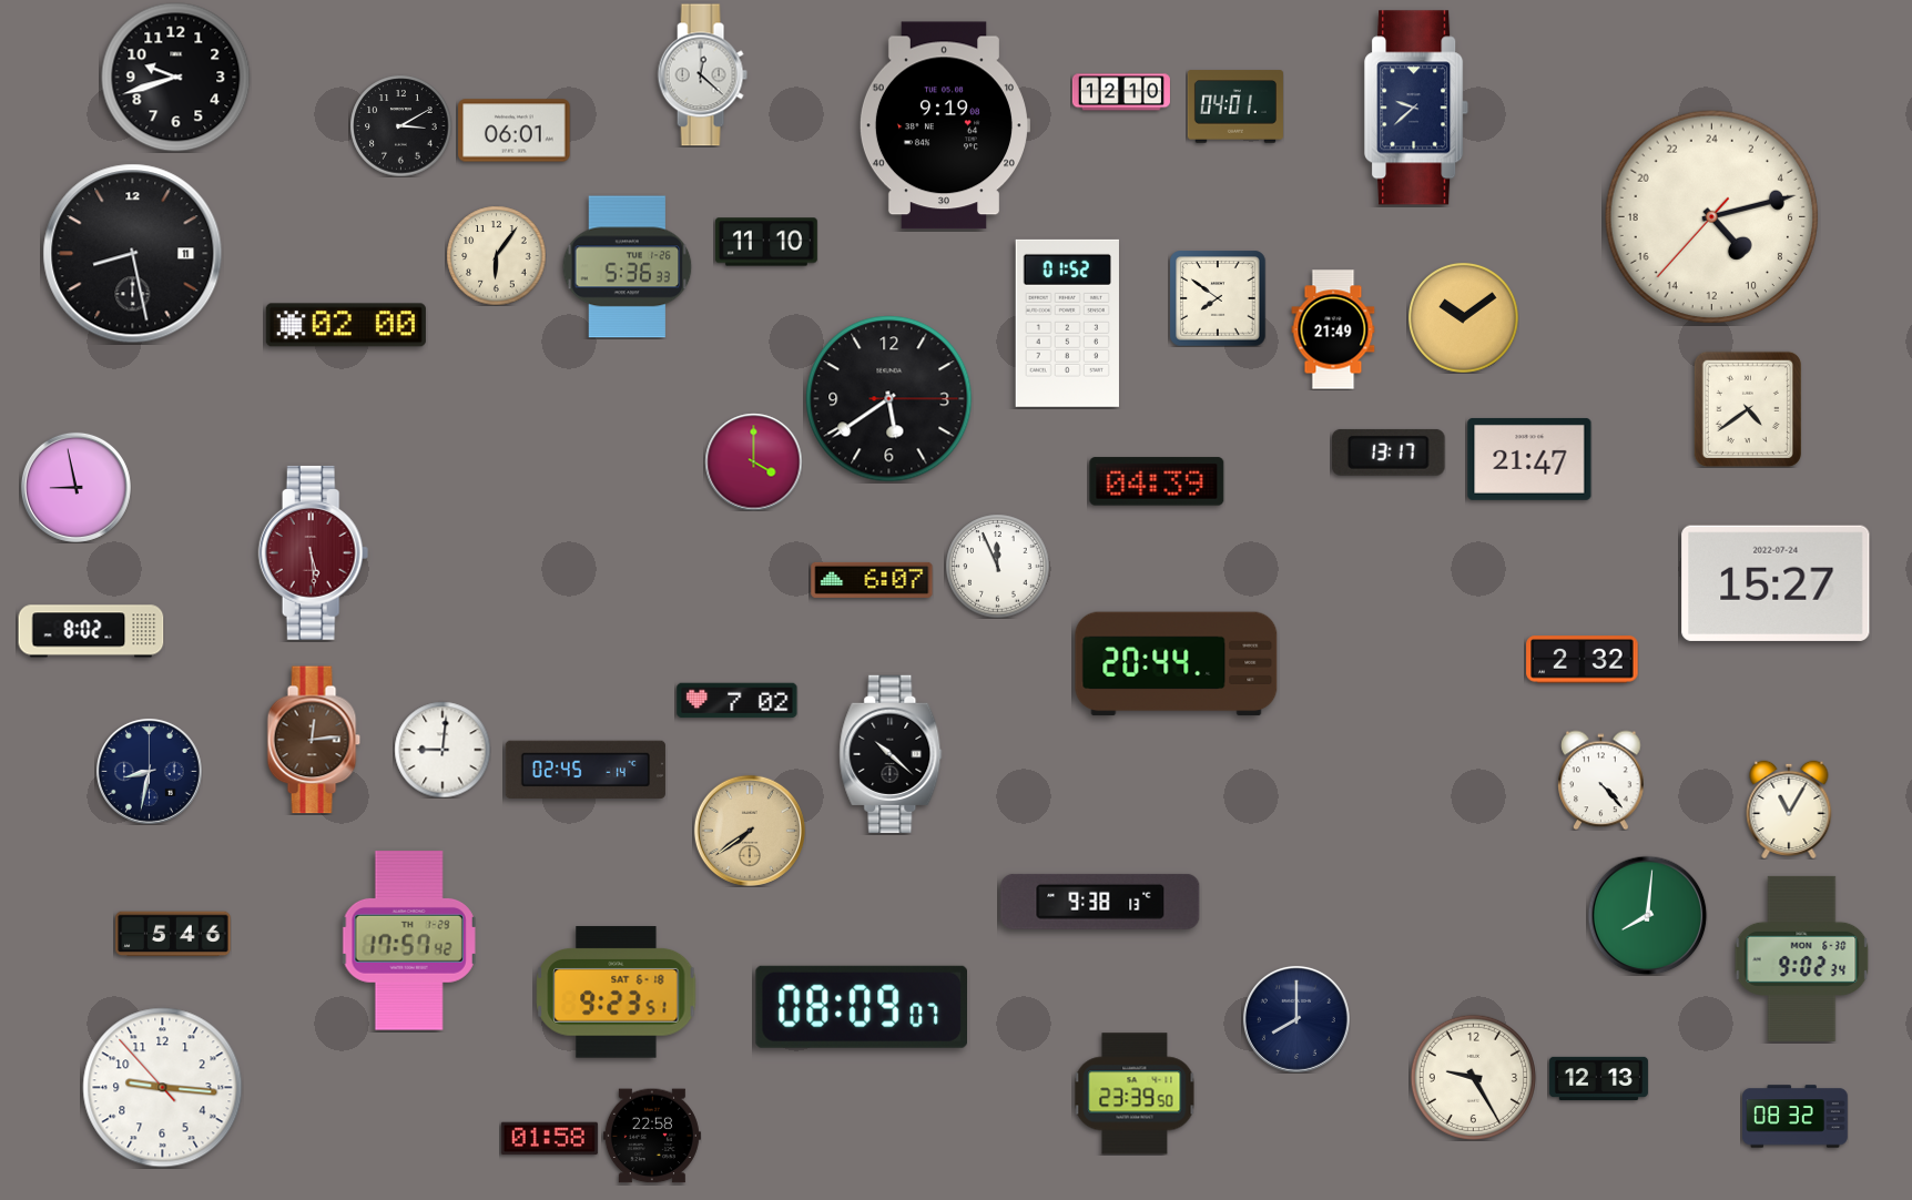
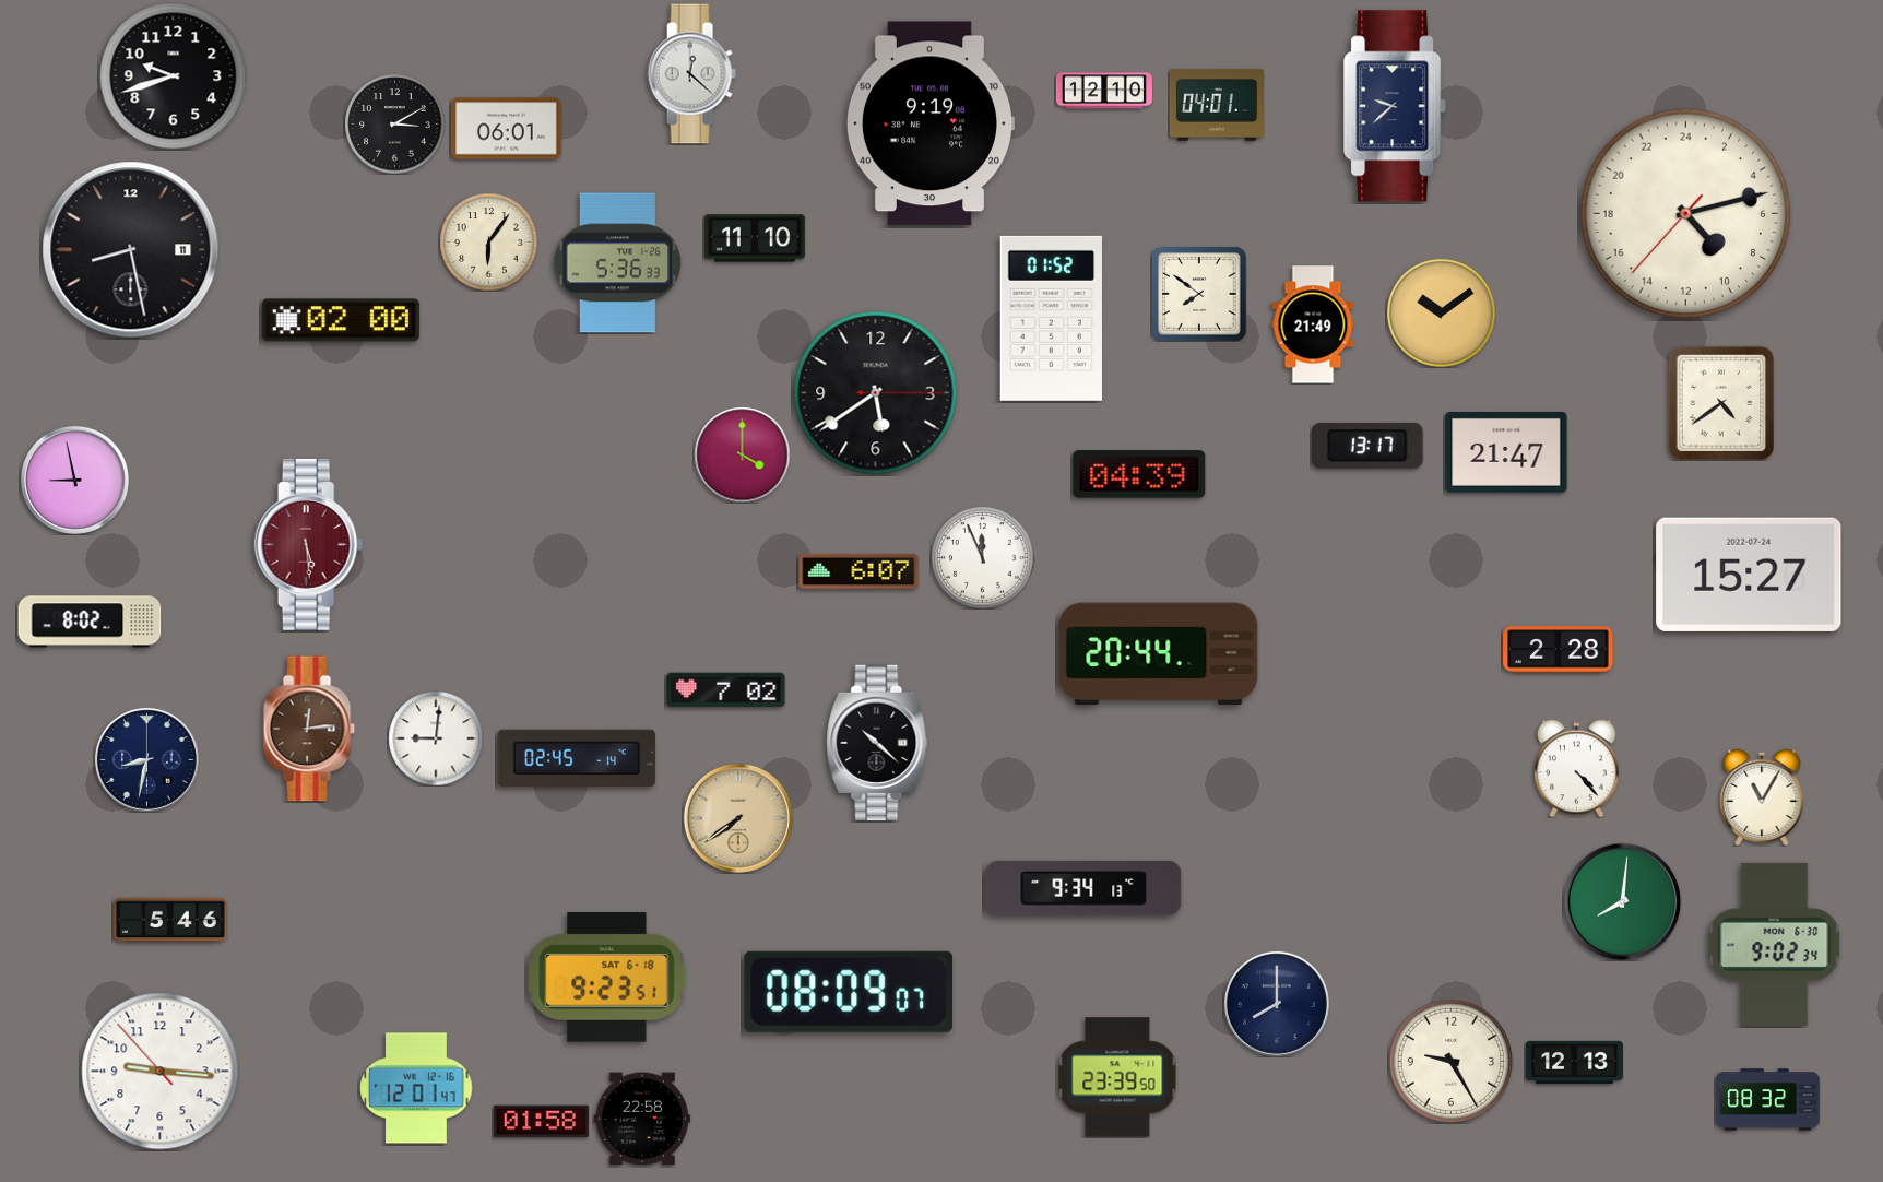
clock at (496, 255) position: (496, 255) -> (488, 241)
clock at (1583, 660): 2:32 -> 2:28
clock at (1100, 902): 9:38 -> 9:34
clock at (409, 940): 17:57 -> none
clock at (416, 1088): none -> 12:01
